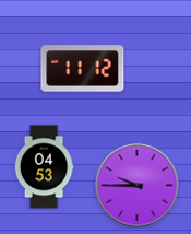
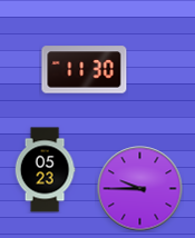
clock at (83, 69): 11:12 -> 11:30
clock at (44, 167): 04:53 -> 05:23
